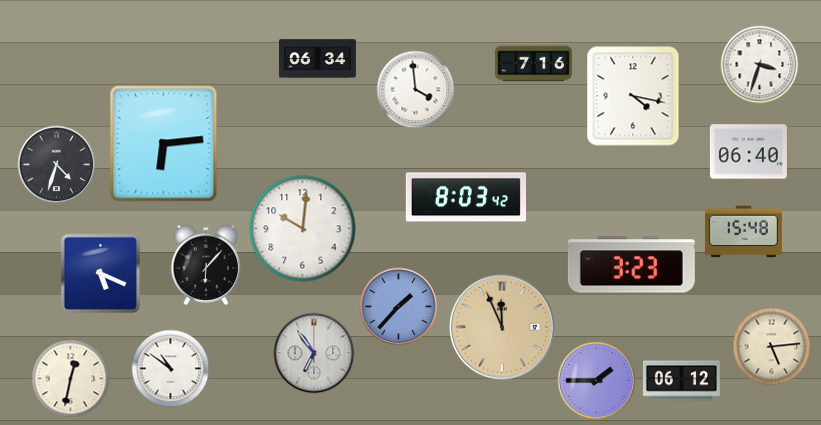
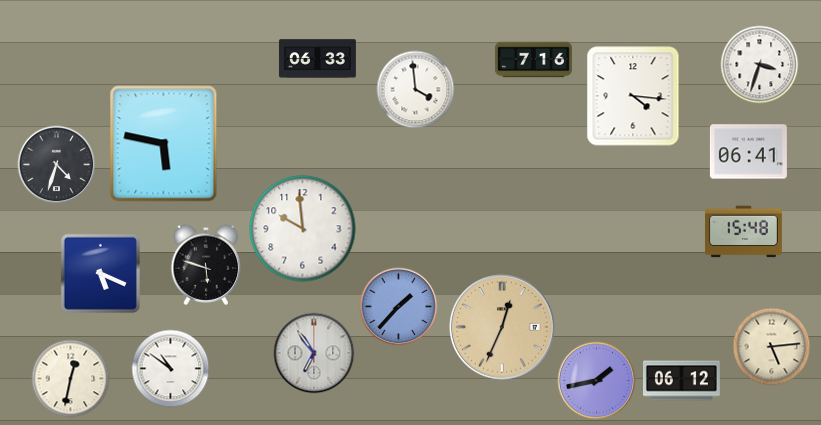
clock at (317, 59): 06:34 -> 06:33
clock at (533, 64) position: (533, 64) -> (533, 60)
clock at (633, 96): 4:17 -> 4:16
clock at (164, 144): 6:14 -> 5:47
clock at (748, 152): 06:40 -> 06:41
clock at (465, 197): 8:03 -> none
clock at (303, 229): 10:01 -> 9:59
clock at (206, 265): 6:07 -> 5:48
clock at (631, 265): 3:23 -> none
clock at (502, 327): 11:56 -> 12:34
clock at (596, 380): 1:45 -> 1:43
